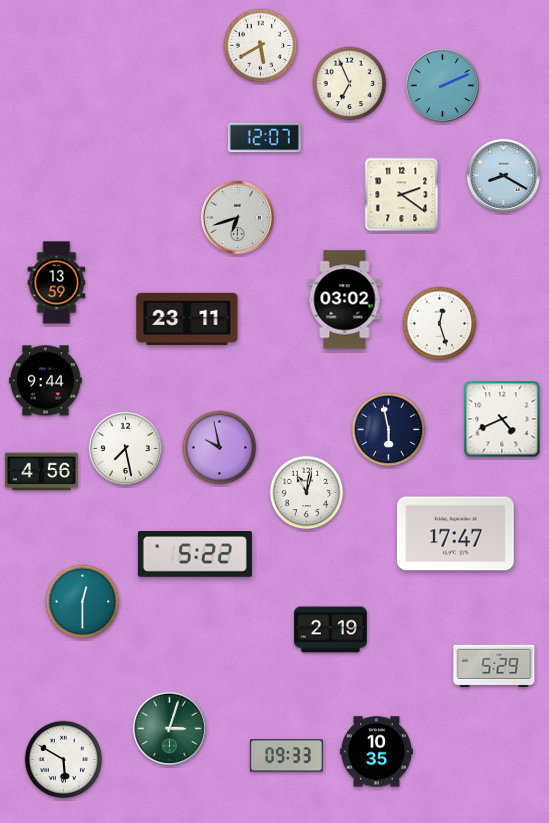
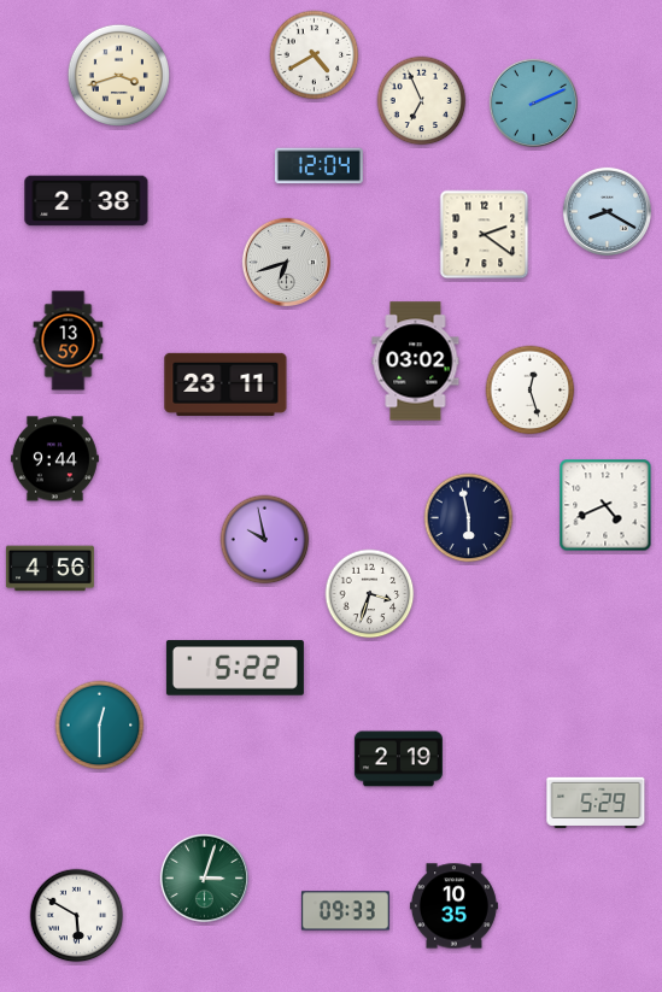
clock at (261, 46): 5:40 -> 4:40
clock at (118, 75): none -> 3:42
clock at (264, 138): 12:07 -> 12:04
clock at (87, 201): none -> 2:38
clock at (125, 448): 7:28 -> none
clock at (307, 493): 11:02 -> 3:33
clock at (456, 534): 17:47 -> none
